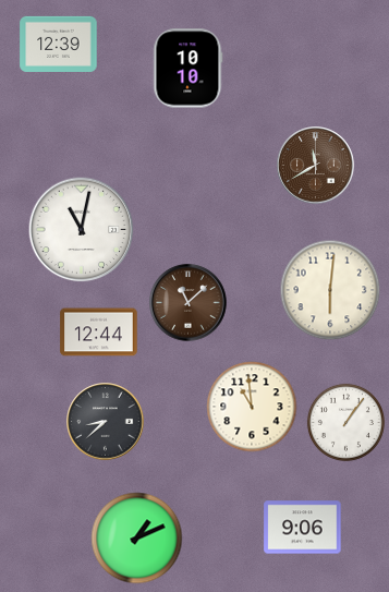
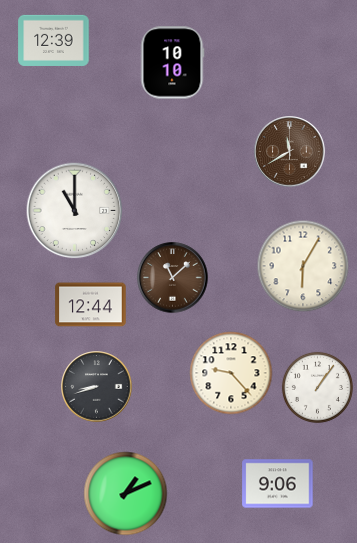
clock at (82, 230): 11:02 -> 11:00
clock at (330, 290): 6:01 -> 6:05
clock at (252, 407): 10:59 -> 9:23
clock at (106, 422): 8:38 -> 8:42
